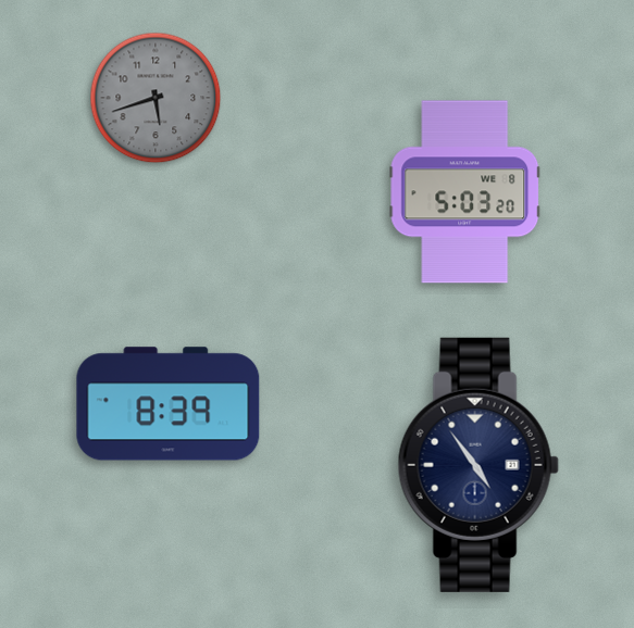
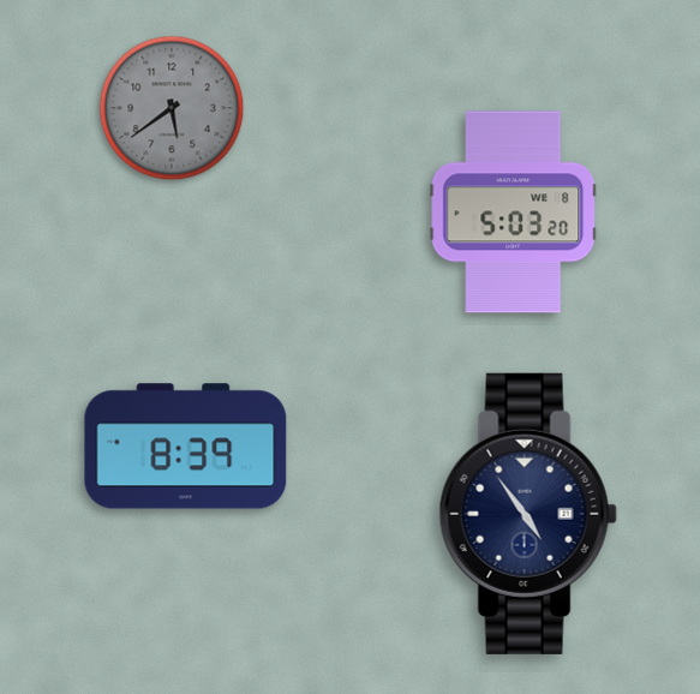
clock at (156, 98): 5:42 -> 5:39
